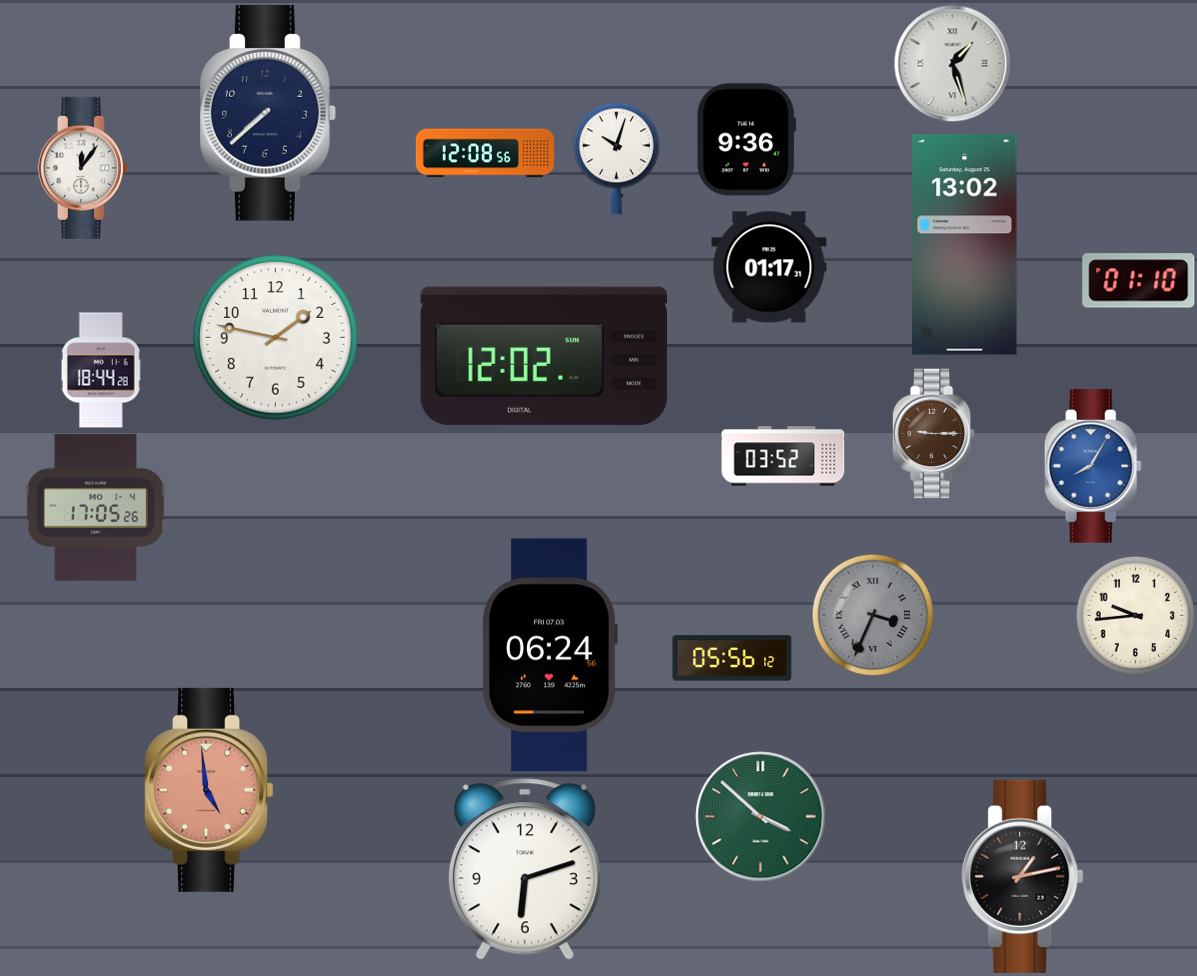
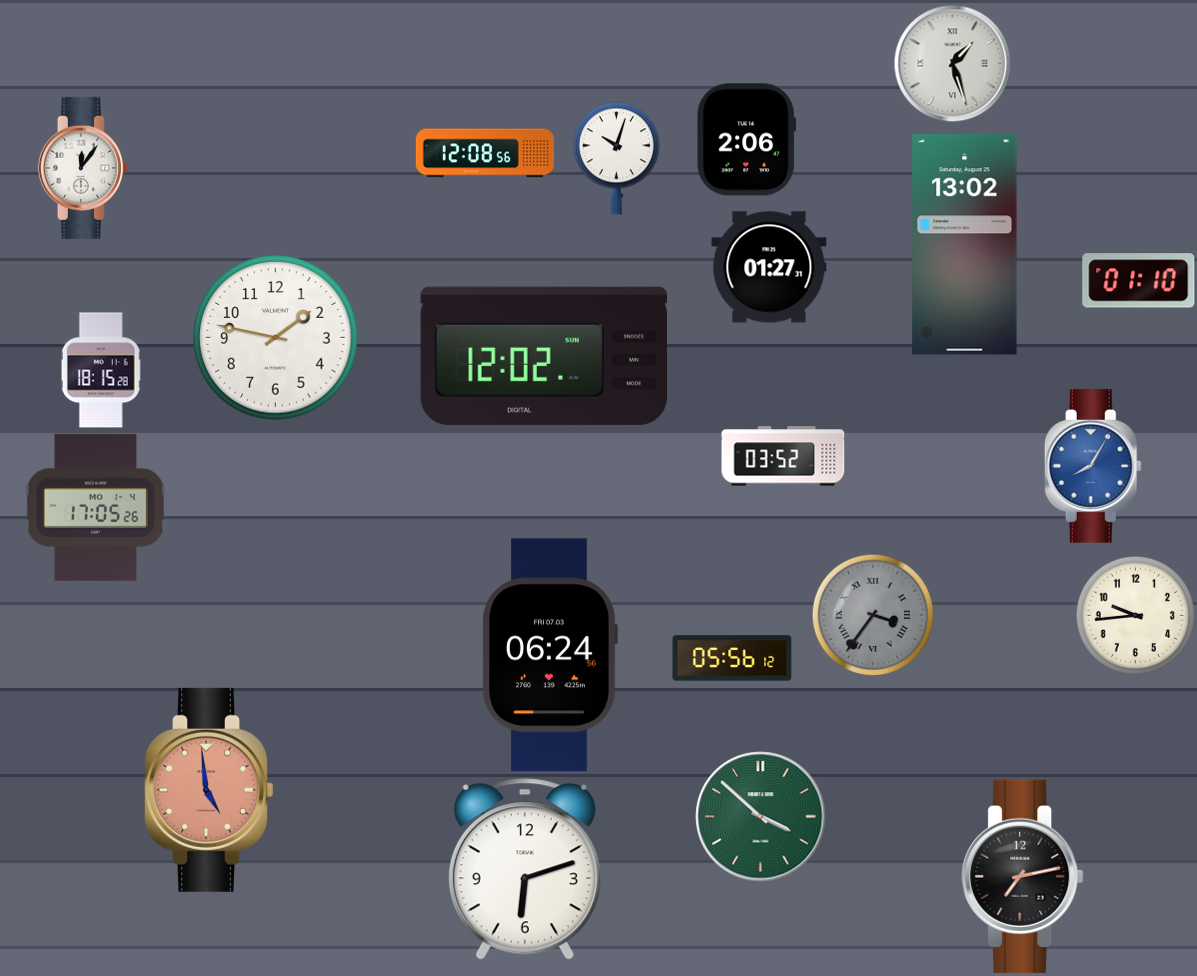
clock at (269, 113): 7:38 -> none
clock at (746, 140): 9:36 -> 2:06
clock at (769, 267): 01:17 -> 01:27
clock at (101, 370): 18:44 -> 18:15
clock at (933, 434): 9:15 -> none
clock at (873, 615): 3:34 -> 3:36
clock at (1023, 876): 1:13 -> 7:13
